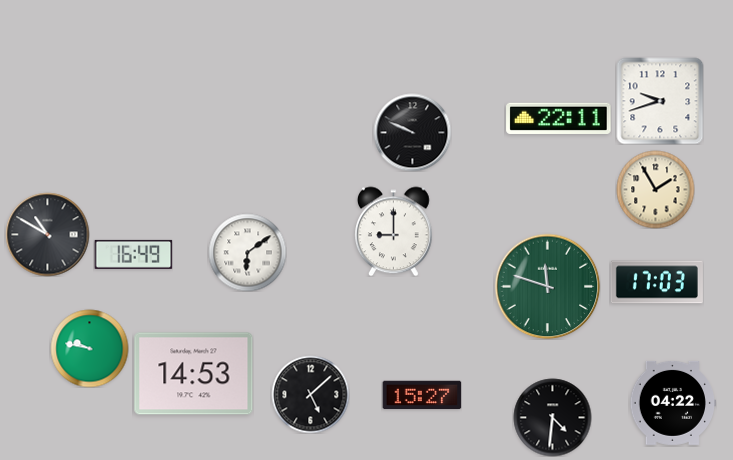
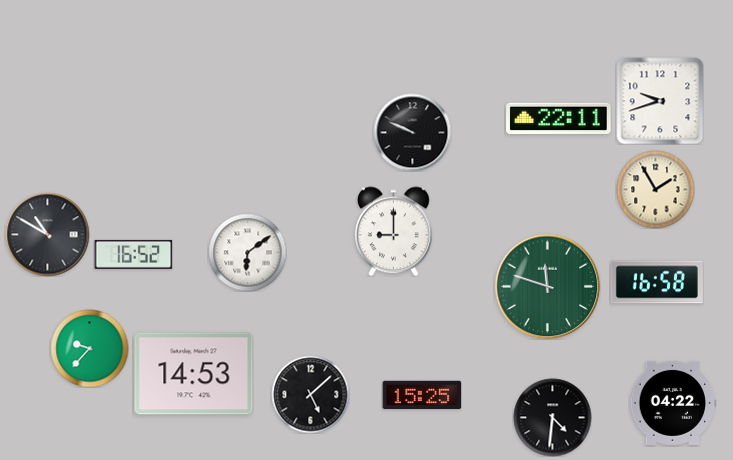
clock at (133, 254): 16:49 -> 16:52
clock at (657, 282): 17:03 -> 16:58
clock at (89, 348): 9:47 -> 9:37
clock at (422, 395): 15:27 -> 15:25
